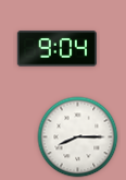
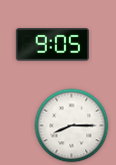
clock at (56, 49): 9:04 -> 9:05
